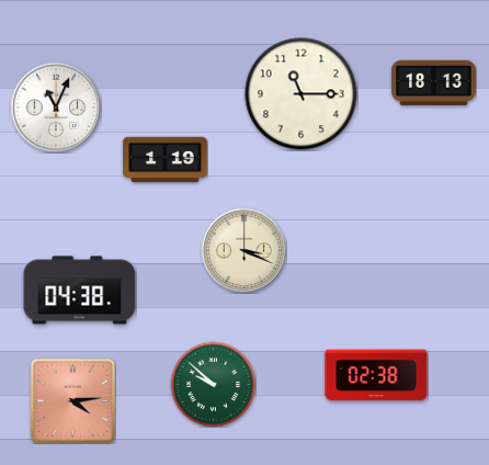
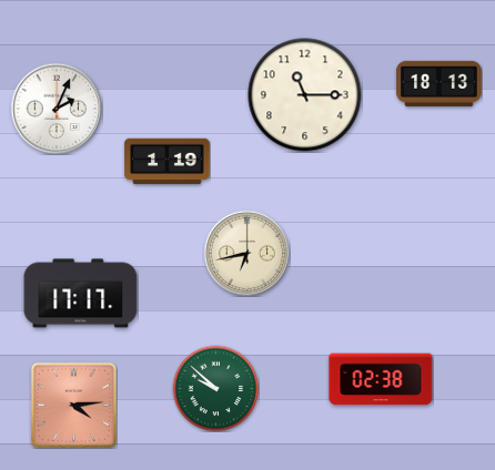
clock at (56, 107): 11:04 -> 2:04
clock at (243, 250): 3:19 -> 6:43
clock at (80, 291): 04:38 -> 17:17
